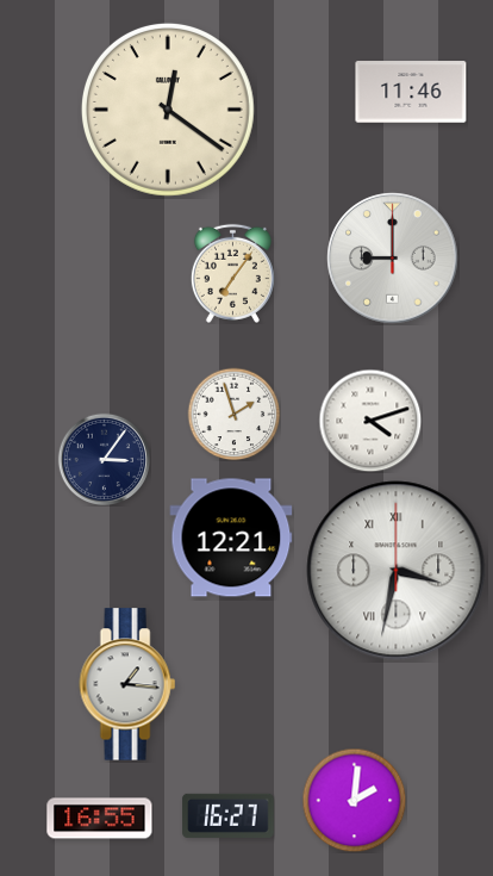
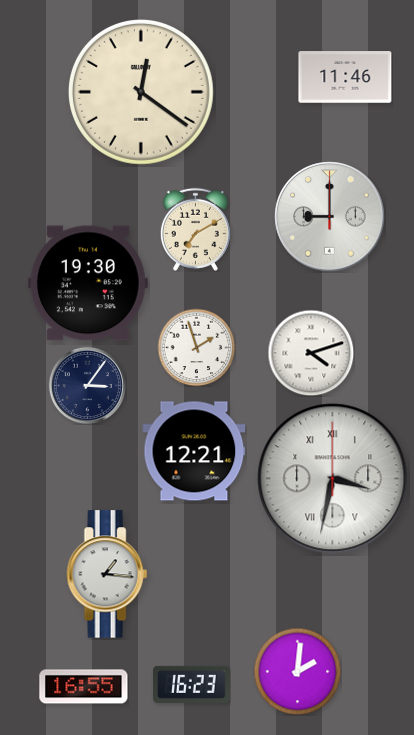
clock at (232, 273): 7:06 -> 7:10
clock at (88, 283): none -> 19:30
clock at (229, 815): 16:27 -> 16:23
